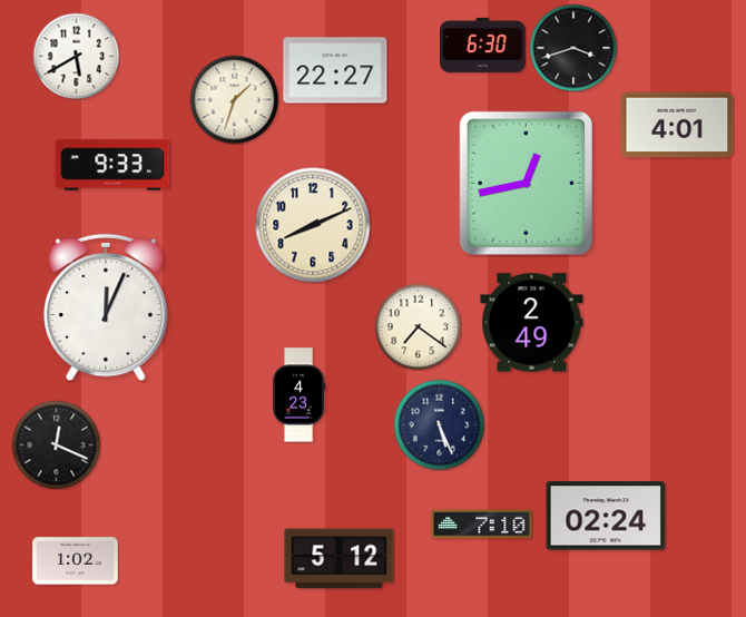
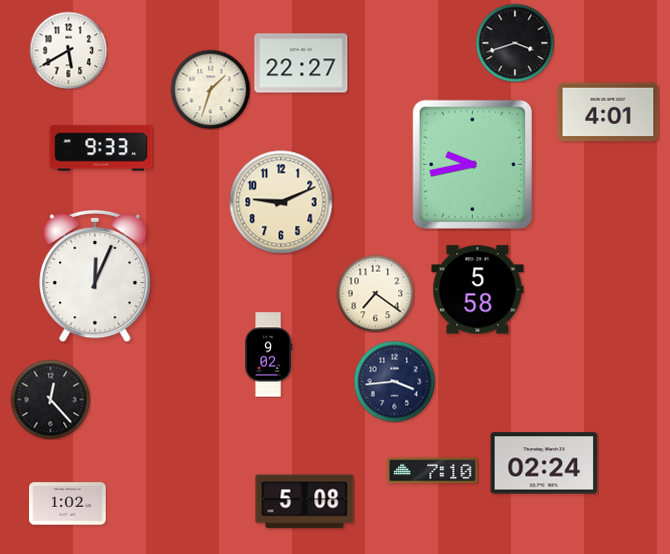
clock at (483, 45): 6:30 -> none
clock at (526, 183): 12:43 -> 9:43
clock at (313, 225): 8:11 -> 9:11
clock at (532, 323): 2:49 -> 5:58
clock at (300, 395): 4:23 -> 9:02
clock at (439, 424): 5:26 -> 3:44
clock at (56, 444): 12:19 -> 12:23
clock at (340, 559): 5:12 -> 5:08
